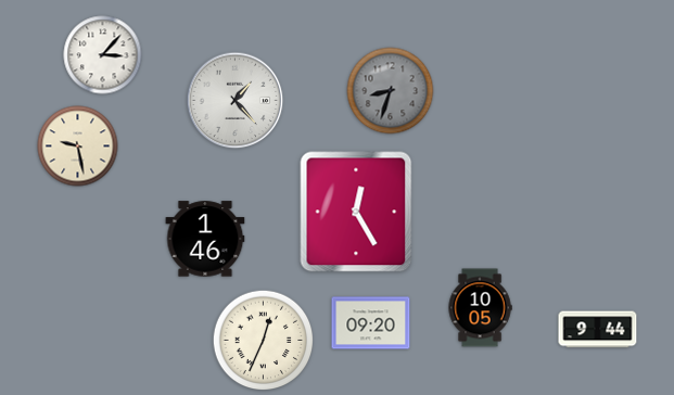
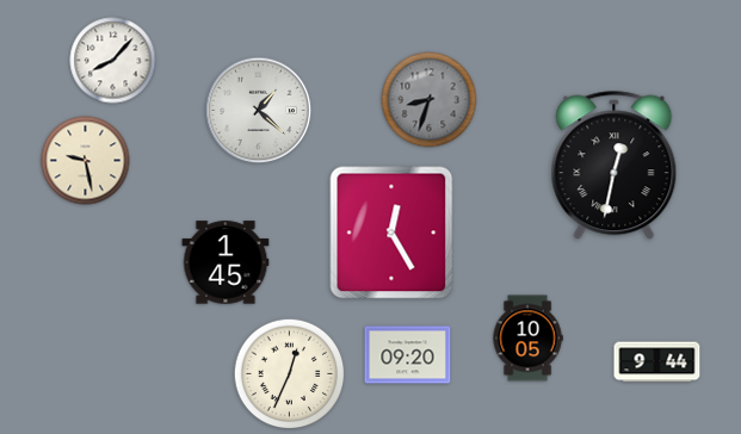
clock at (103, 55): 3:07 -> 8:07
clock at (236, 101): 1:23 -> 1:22
clock at (615, 166): none -> 12:32
clock at (205, 239): 1:46 -> 1:45
